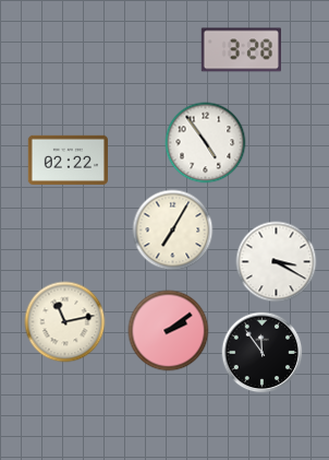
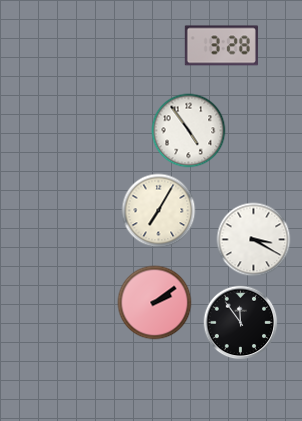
clock at (68, 160): 02:22 -> none
clock at (65, 322): 11:13 -> none
